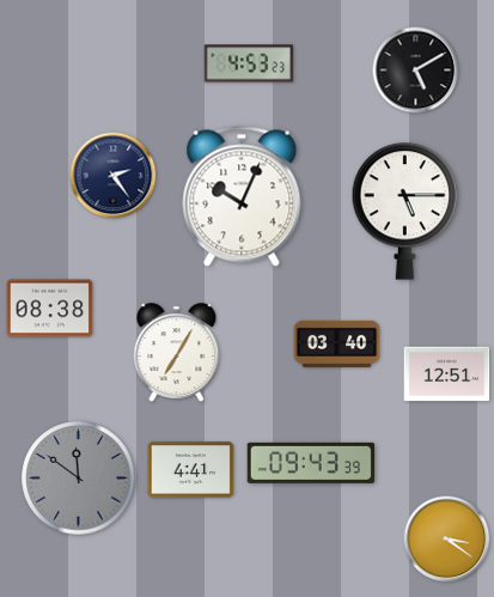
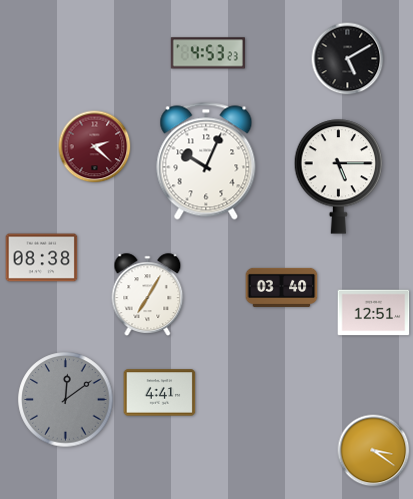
clock at (114, 176): 2:24 -> 2:22
clock at (114, 176) dial: navy -> burgundy
clock at (242, 196) position: (242, 196) -> (206, 161)
clock at (311, 463): 09:43 -> none
clock at (79, 479): 11:51 -> 12:09
